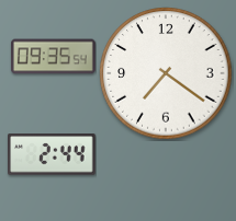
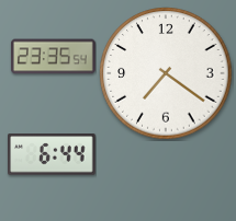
clock at (53, 57): 09:35 -> 23:35
clock at (52, 154): 2:44 -> 6:44
